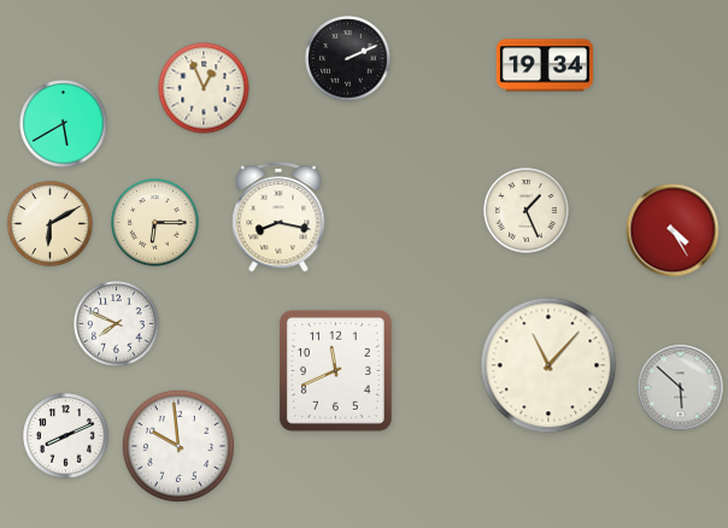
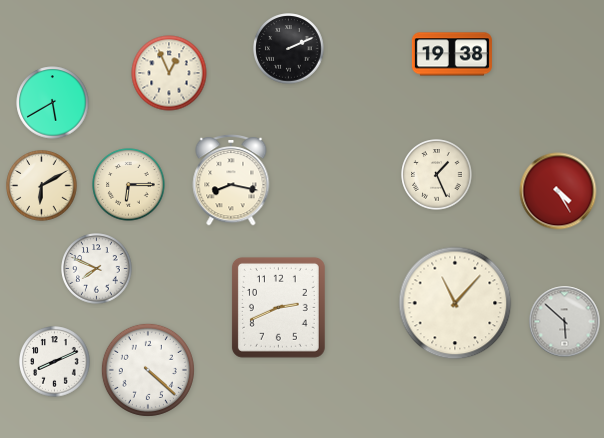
clock at (545, 65): 19:34 -> 19:38
clock at (335, 370): 11:41 -> 2:41
clock at (178, 446): 9:59 -> 4:22
